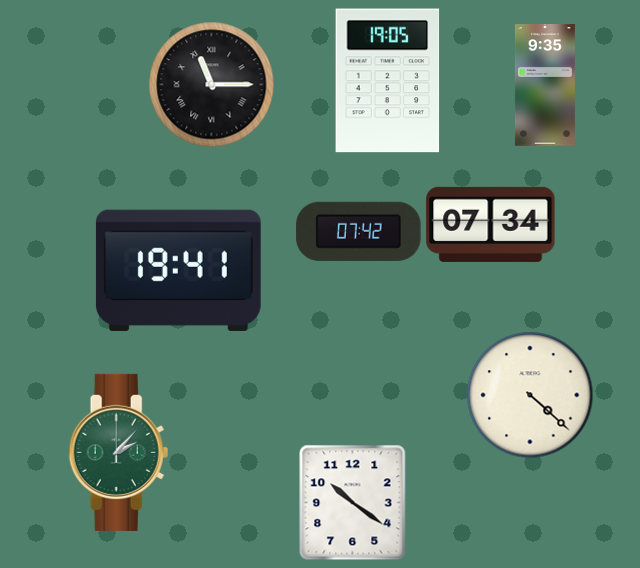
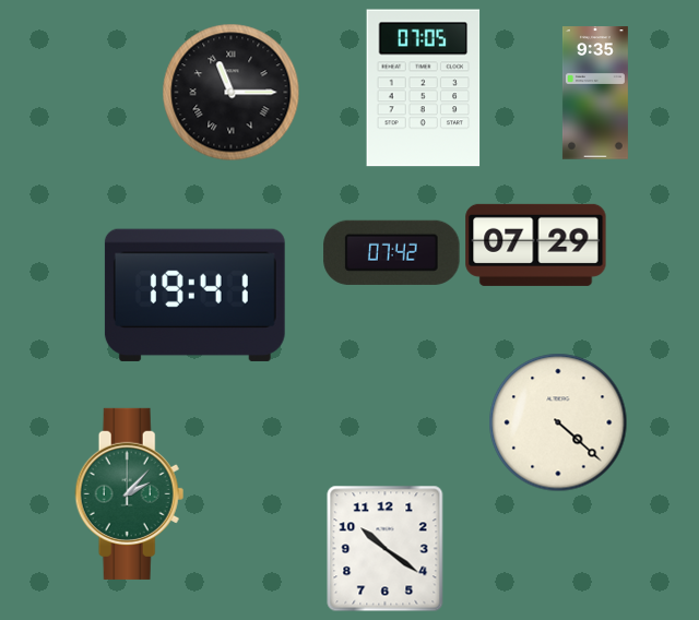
clock at (388, 81): 19:05 -> 07:05
clock at (491, 224): 07:34 -> 07:29
clock at (530, 395) position: (530, 395) -> (558, 422)
